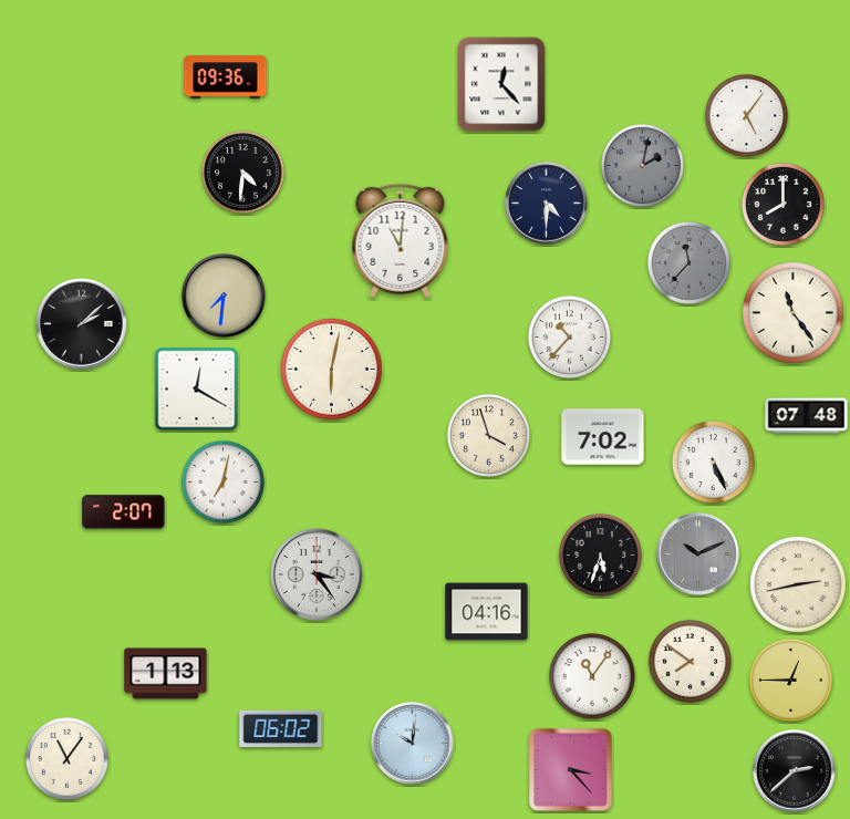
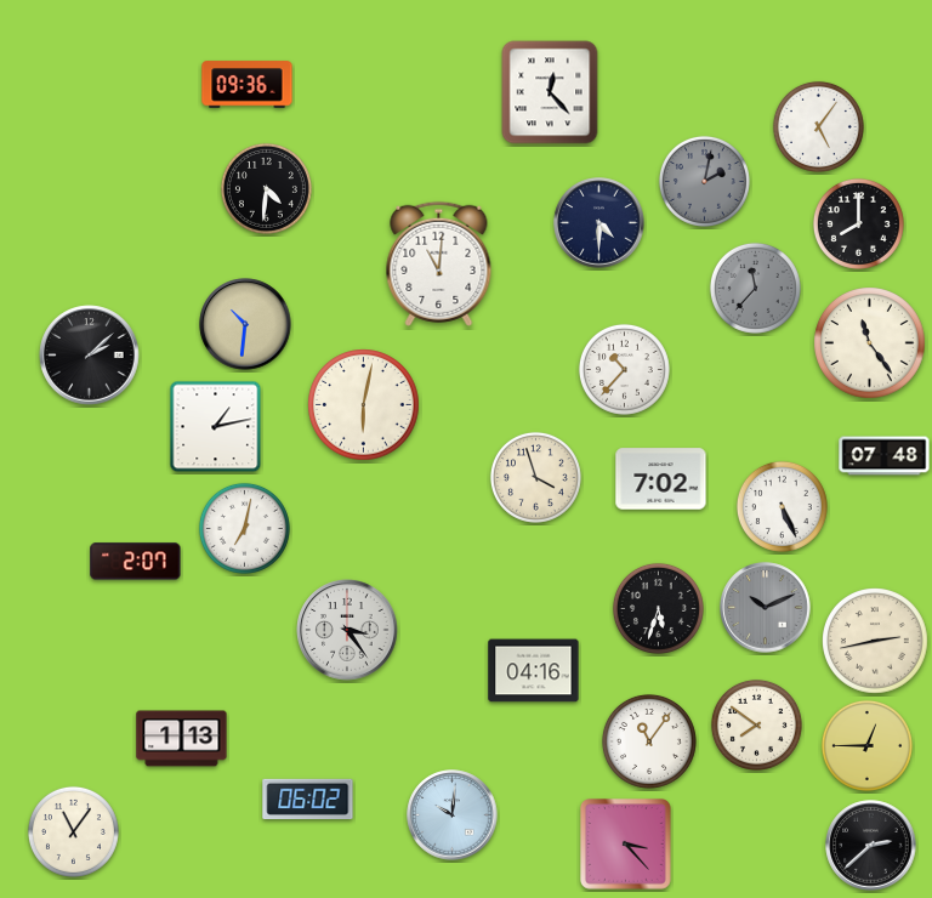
clock at (224, 296): 7:31 -> 10:31
clock at (197, 390): 12:20 -> 1:13
